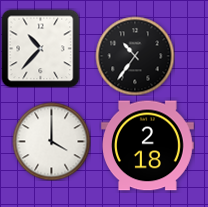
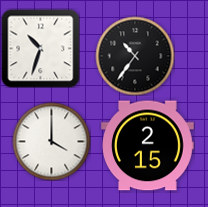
clock at (40, 48): 10:37 -> 10:33
clock at (148, 146): 2:18 -> 2:15
